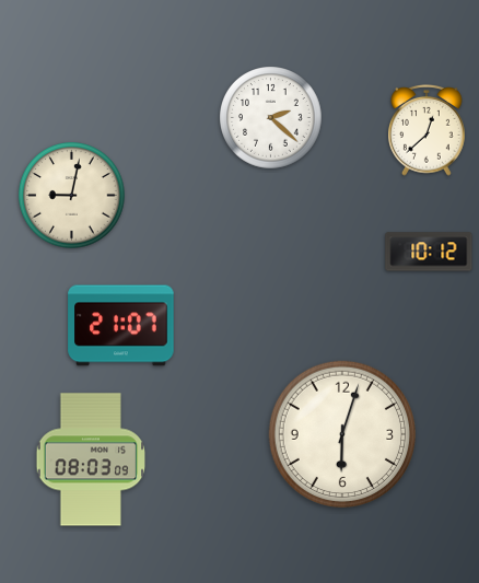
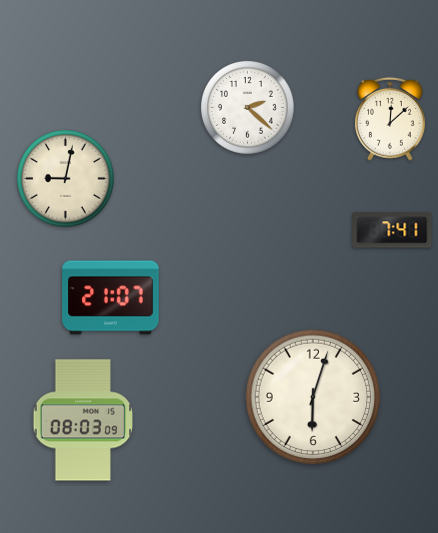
clock at (428, 130): 12:38 -> 12:08
clock at (429, 252): 10:12 -> 7:41
